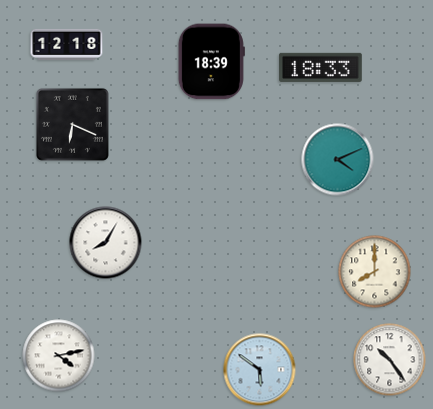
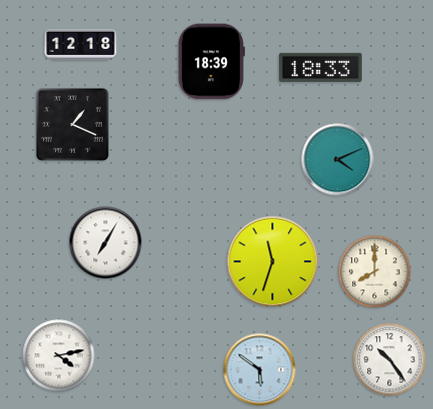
clock at (67, 44) position: (67, 44) -> (81, 44)
clock at (72, 124): 6:19 -> 1:19
clock at (106, 243): 8:05 -> 7:05
clock at (273, 262): none -> 11:33
